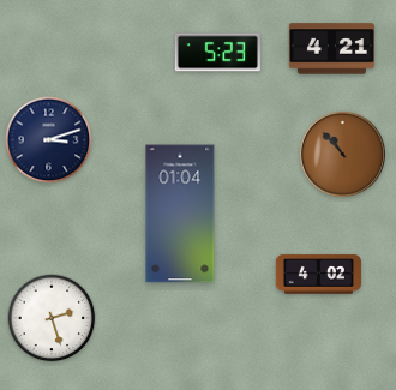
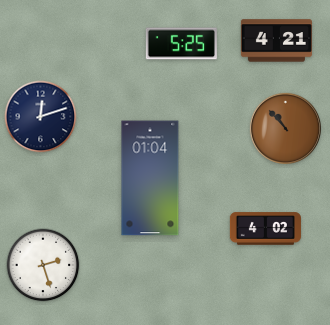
clock at (217, 53): 5:23 -> 5:25
clock at (49, 140): 3:12 -> 12:12
